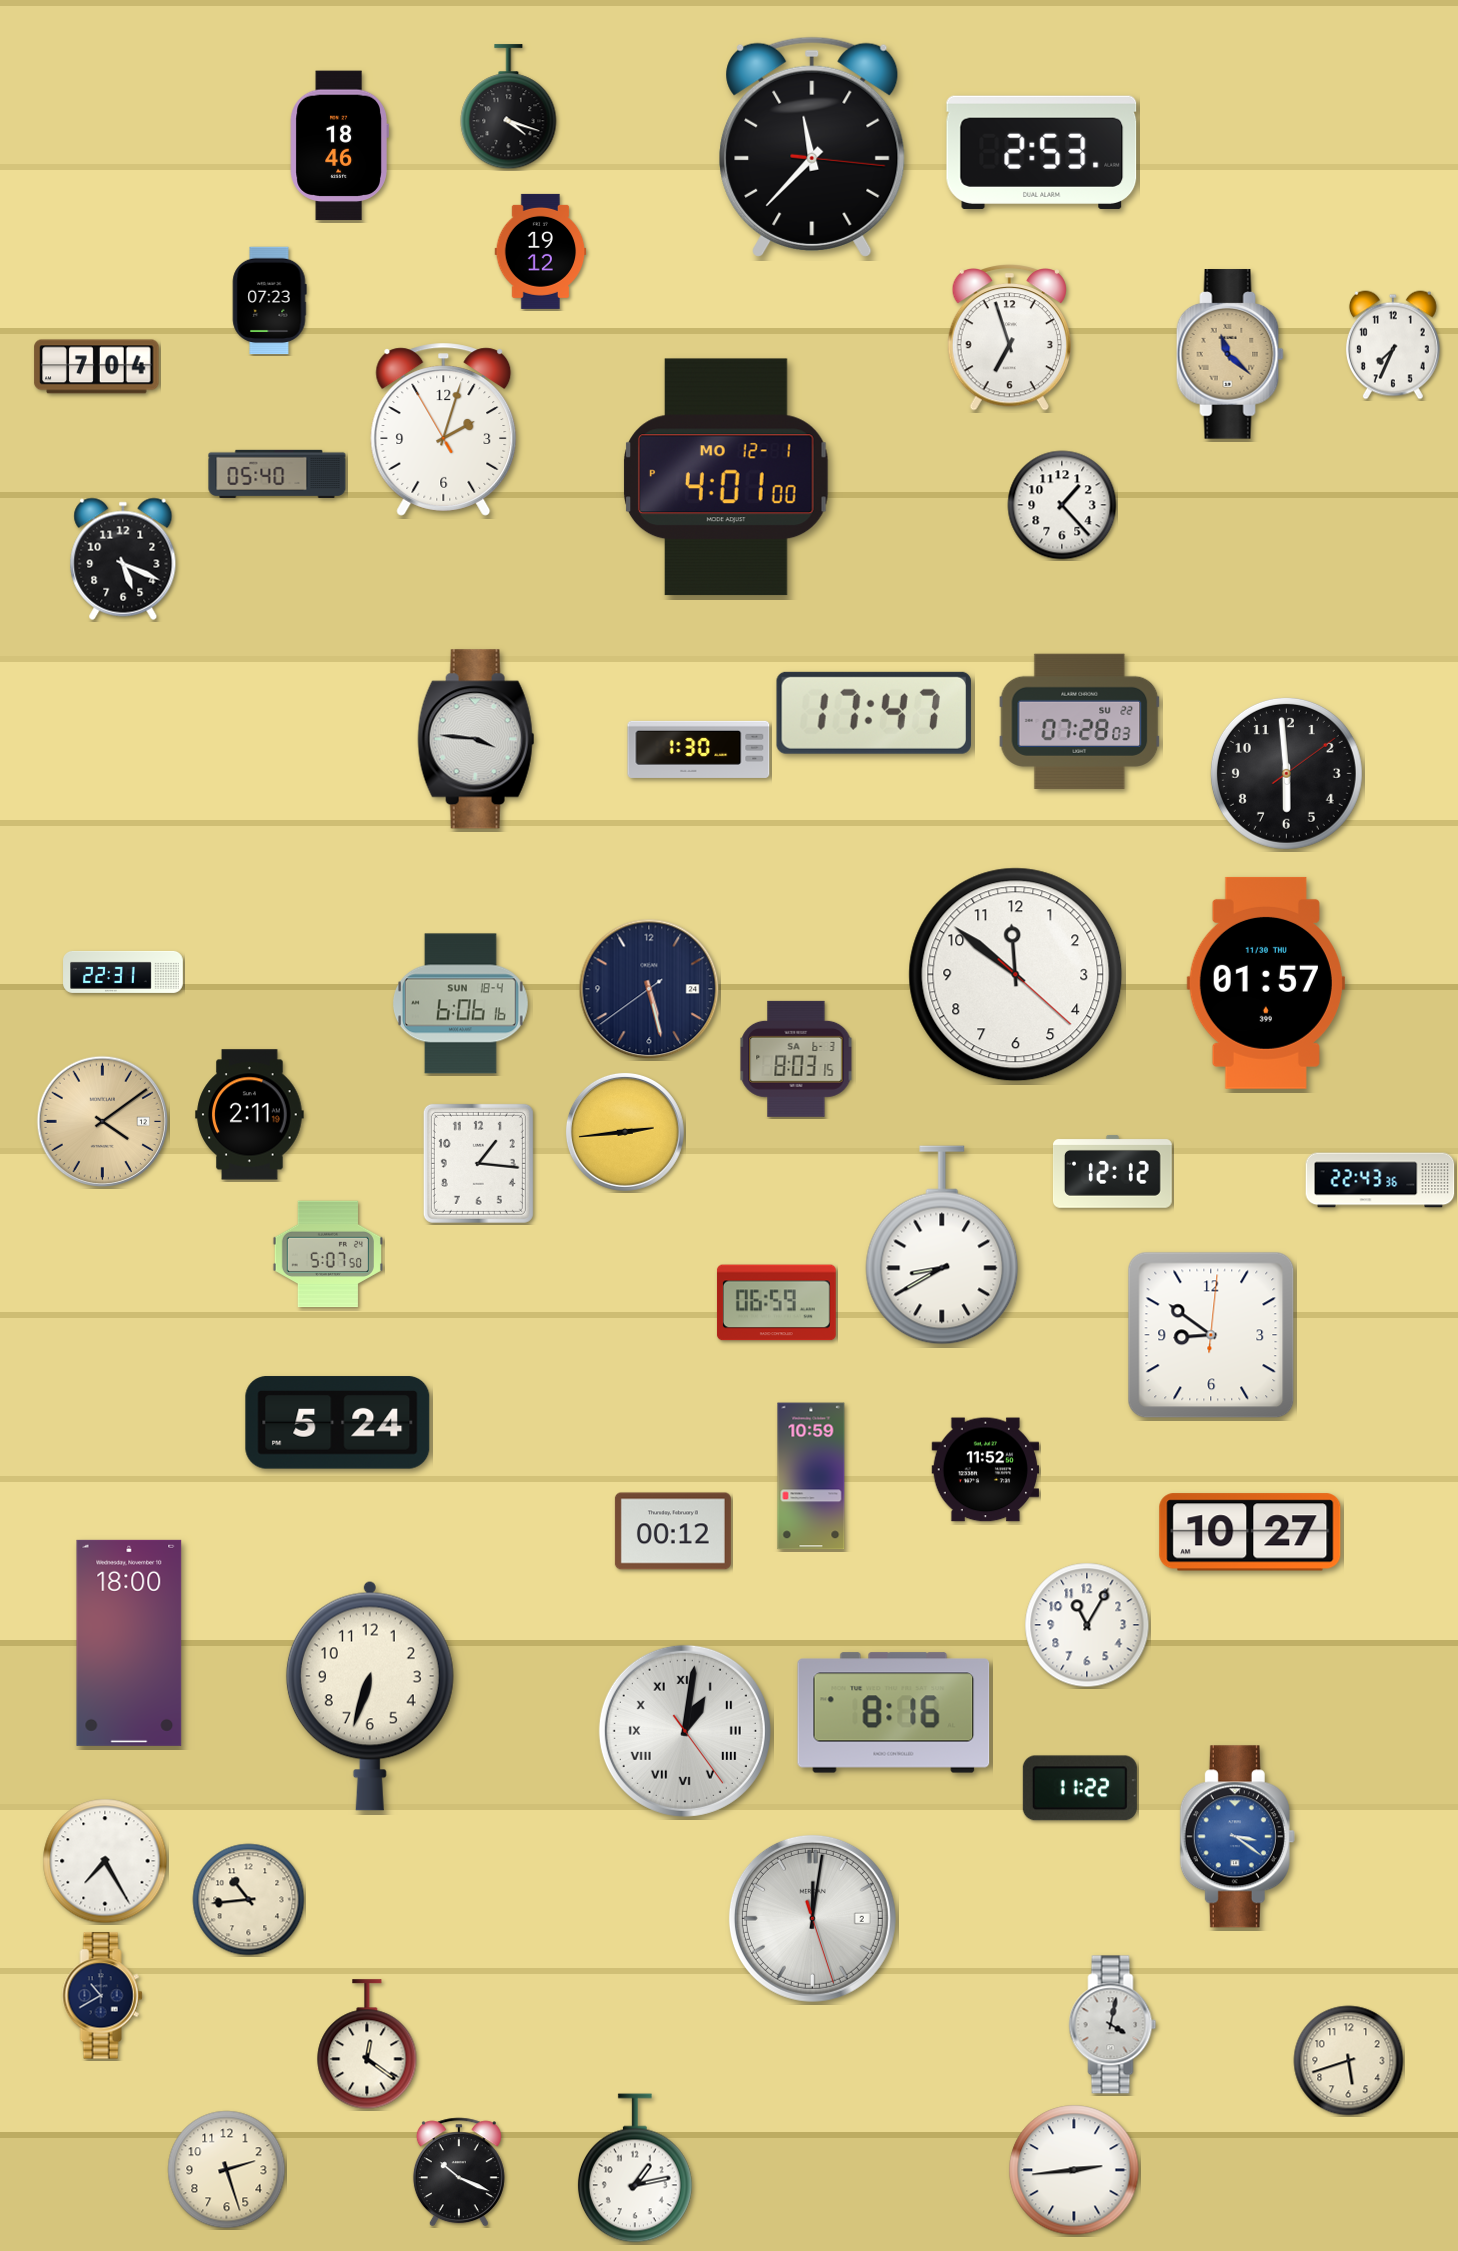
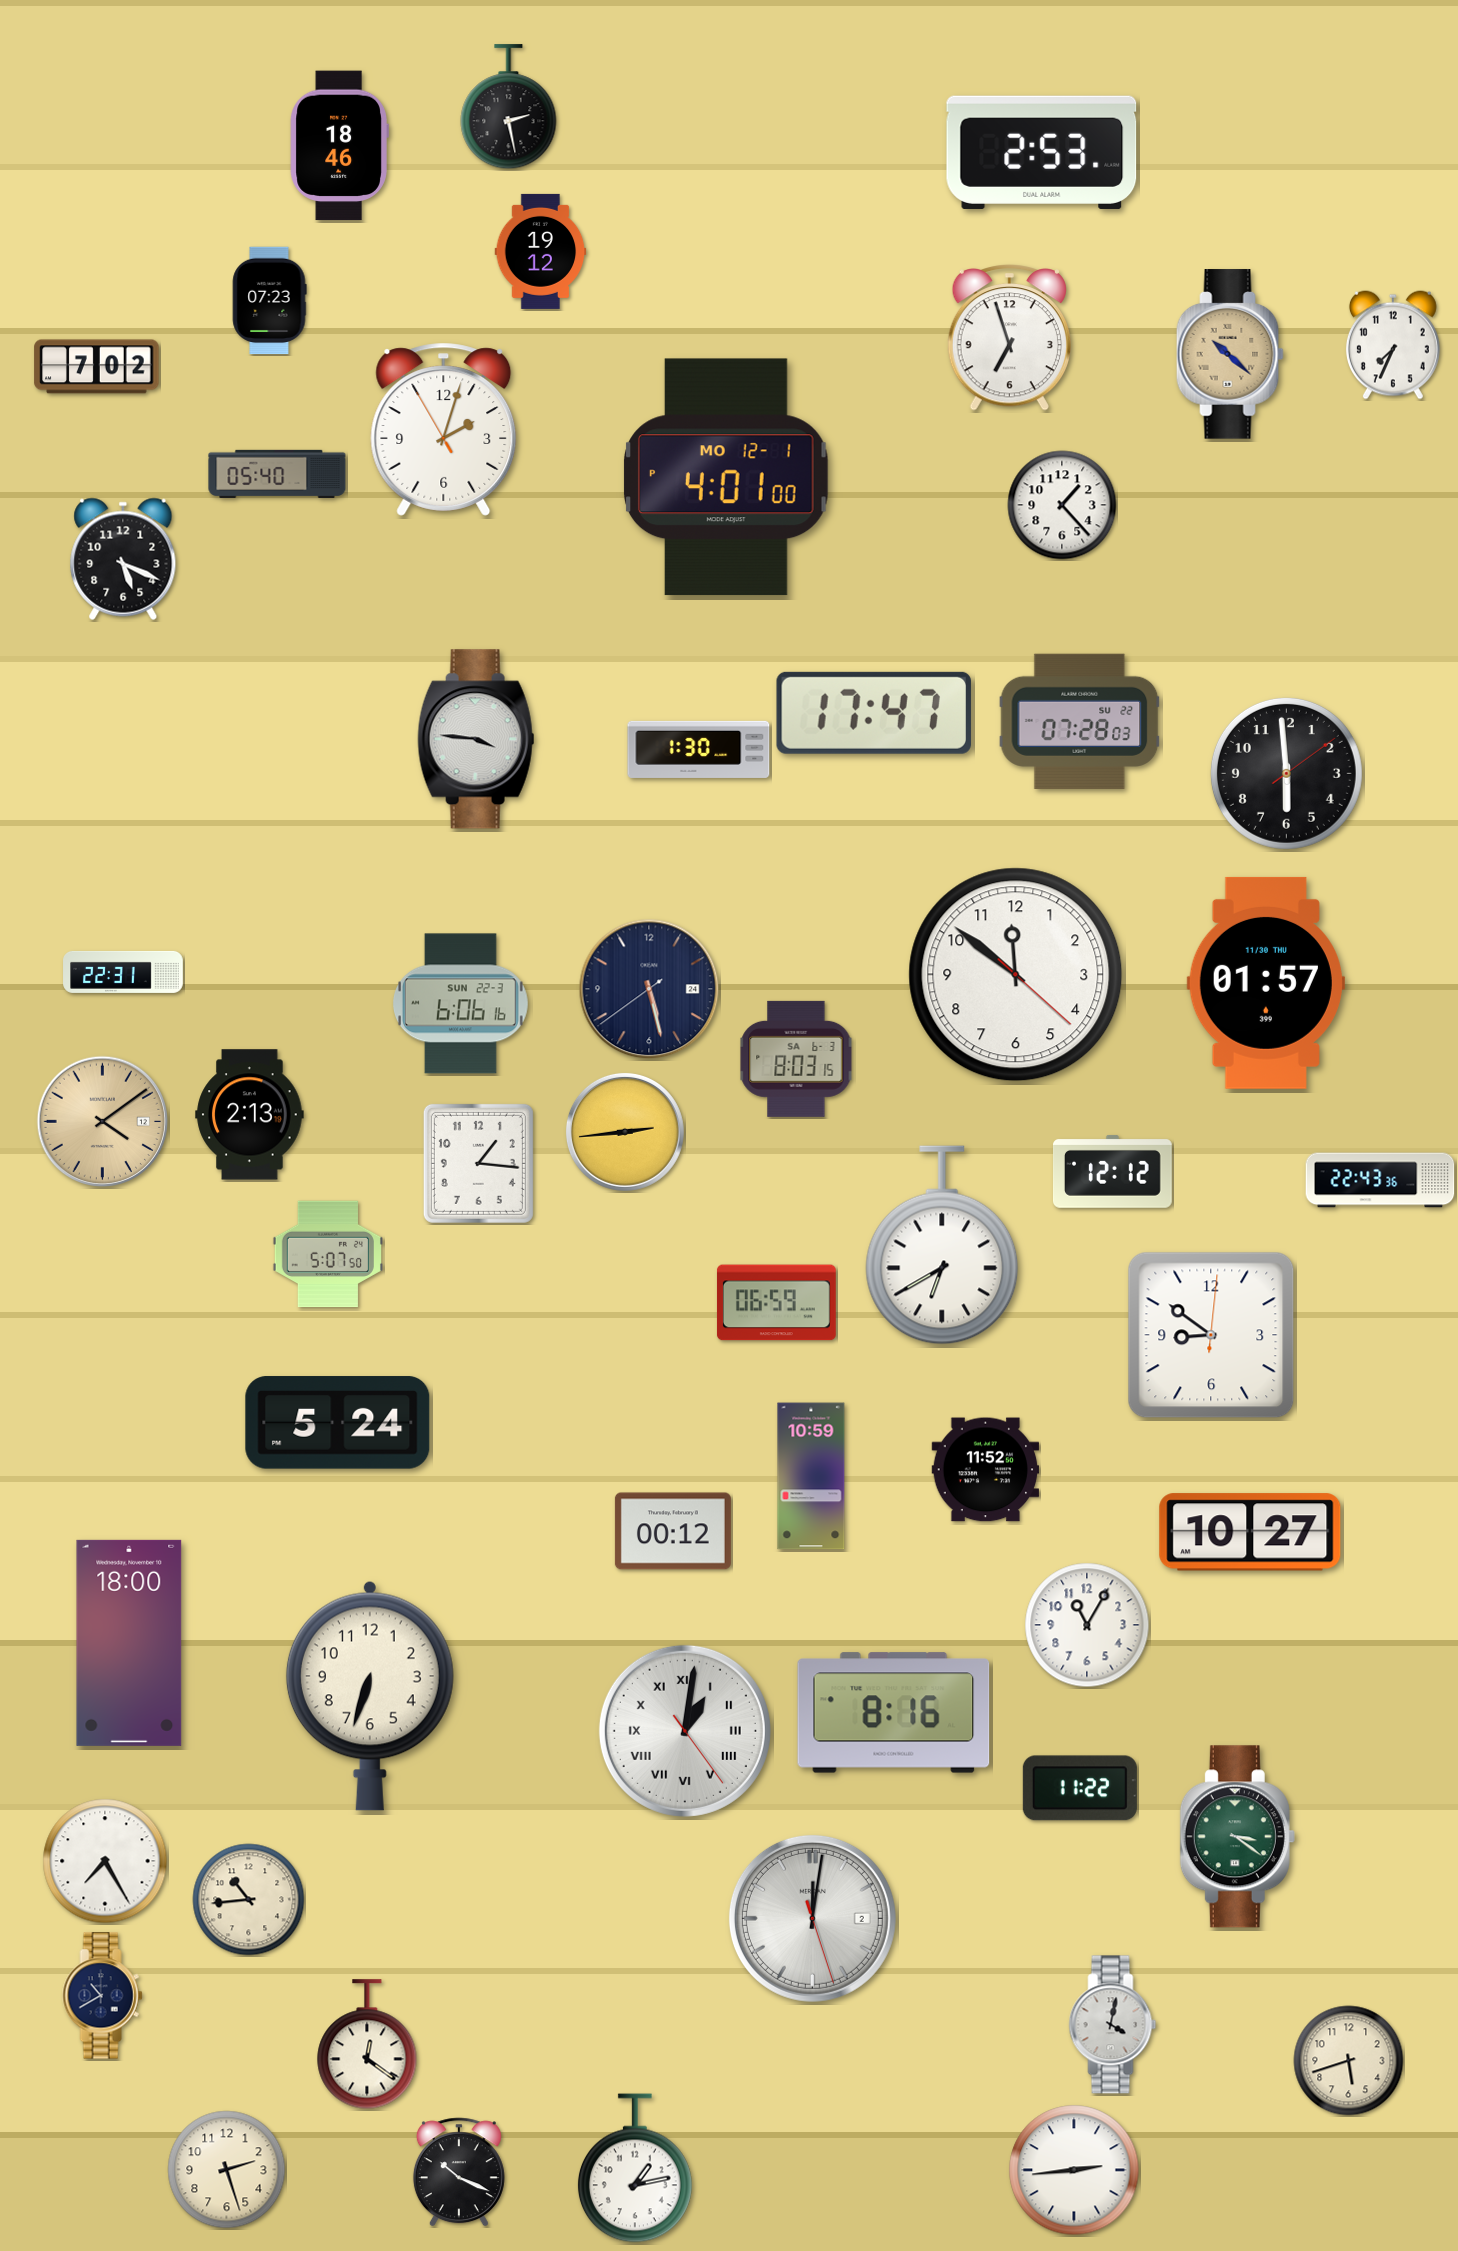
clock at (509, 107): 4:18 -> 2:28
clock at (812, 147): 11:37 -> none
clock at (1230, 354): 11:22 -> 10:22
clock at (97, 367): 7:04 -> 7:02
clock at (460, 1004) date: SUN 18-4 -> SUN 22-3
clock at (250, 1115): 2:11 -> 2:13
clock at (942, 1245): 8:40 -> 6:40
clock at (1237, 1837) dial: blue -> green
